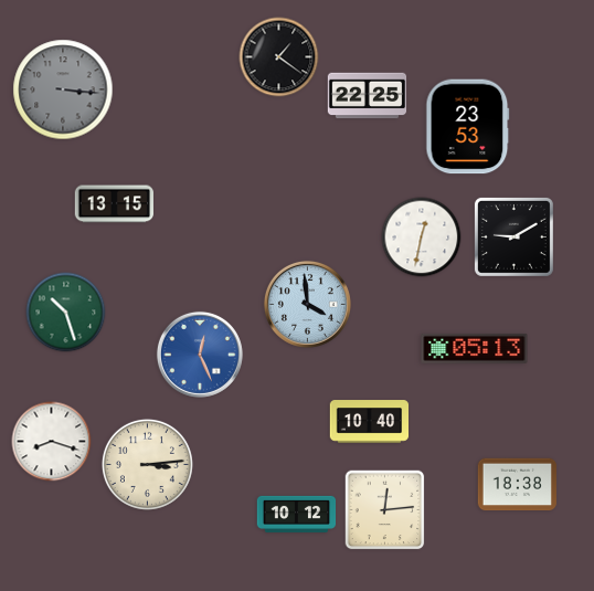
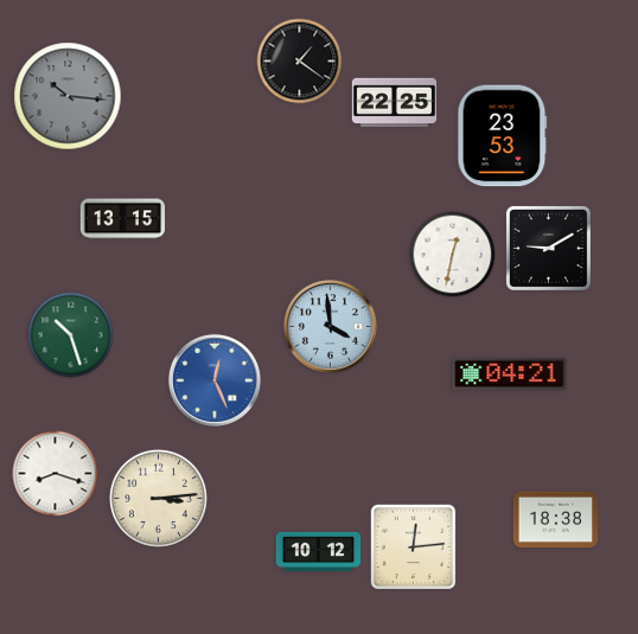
clock at (63, 89): 3:16 -> 10:16
clock at (513, 236) position: (513, 236) -> (548, 248)
clock at (475, 348): 05:13 -> 04:21
clock at (370, 422): 10:40 -> none
